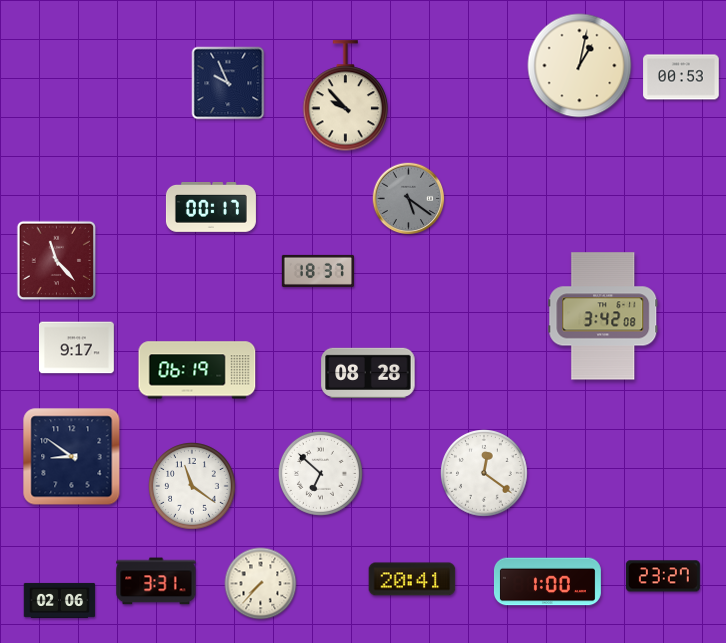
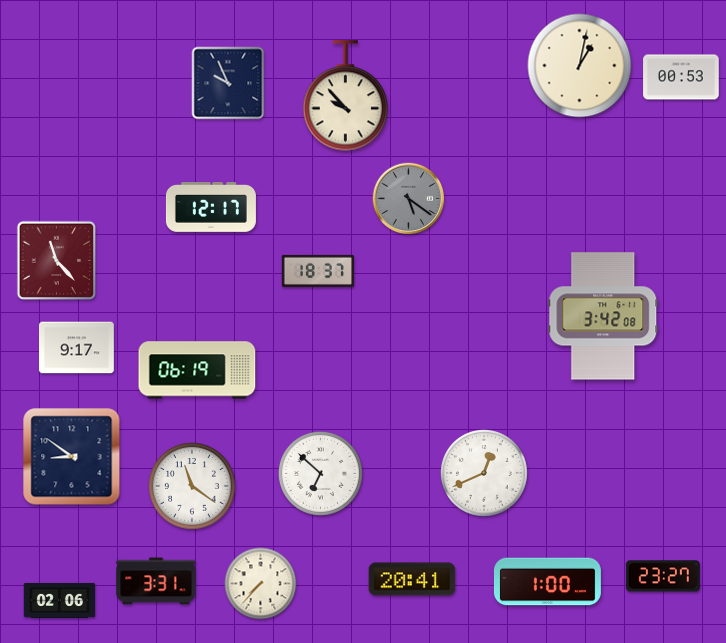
clock at (211, 208): 00:17 -> 12:17
clock at (368, 372): 08:28 -> none
clock at (485, 474): 12:21 -> 12:41
